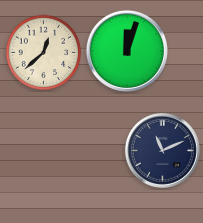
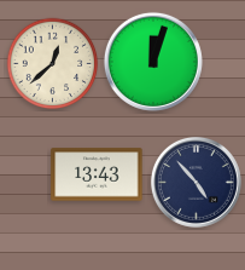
clock at (97, 174): none -> 13:43
clock at (162, 150): 11:11 -> 4:53
